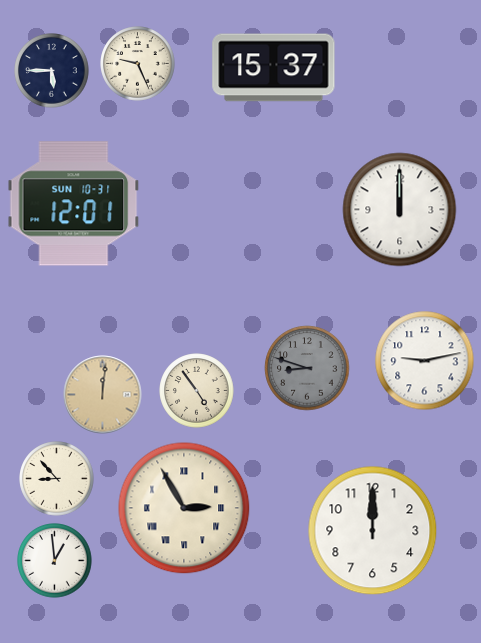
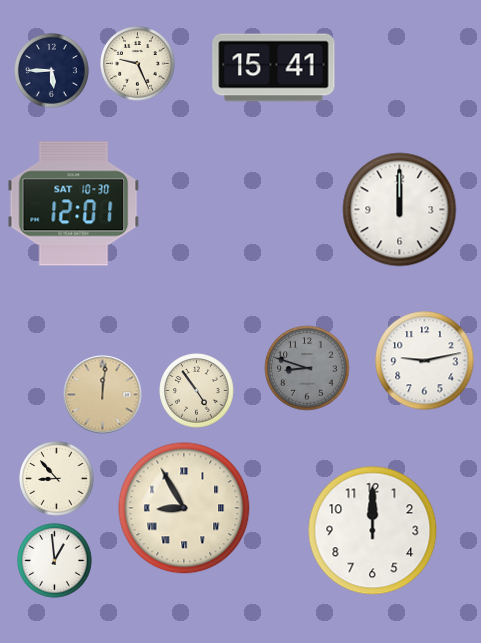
clock at (274, 68): 15:37 -> 15:41
clock at (74, 204) date: SUN 10-31 -> SAT 10-30
clock at (184, 508): 2:55 -> 8:55
